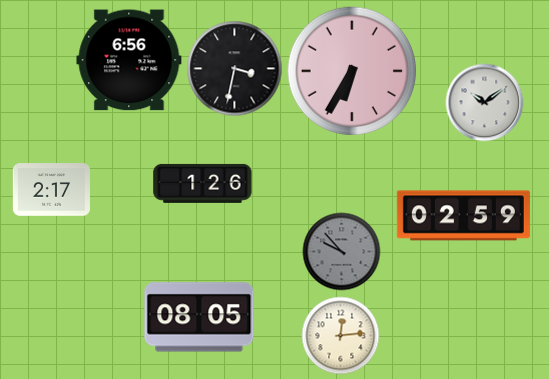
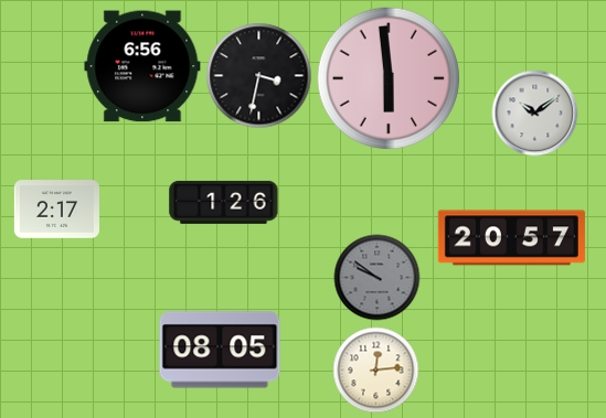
clock at (352, 71): 6:35 -> 5:59
clock at (463, 216): 02:59 -> 20:57
clock at (341, 251): 9:53 -> 9:51
